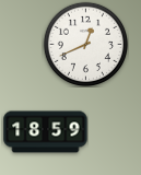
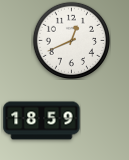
clock at (85, 44) position: (85, 44) -> (71, 40)
